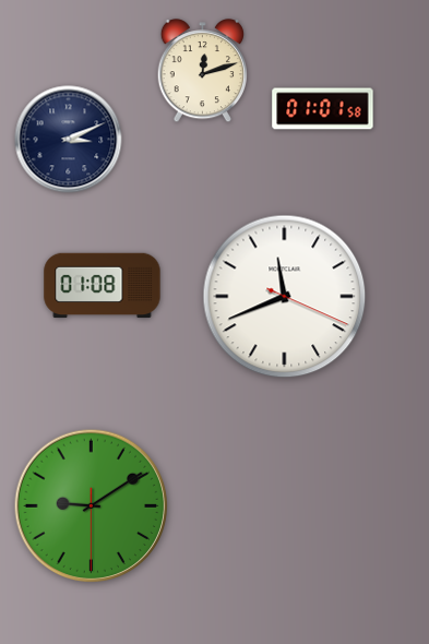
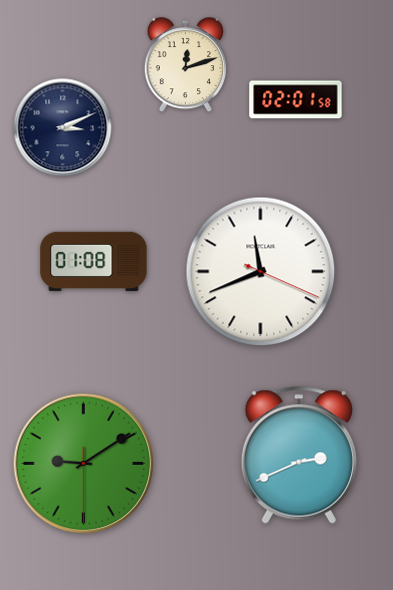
clock at (323, 109): 01:01 -> 02:01
clock at (299, 455): none -> 2:41
